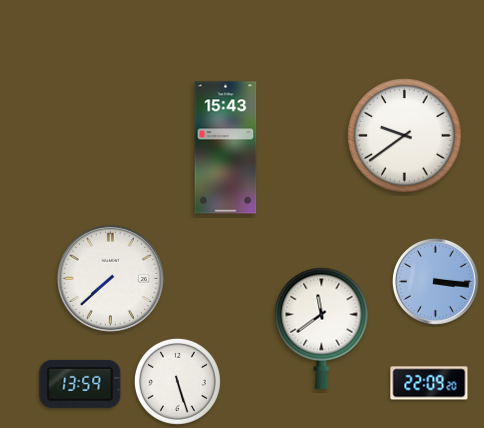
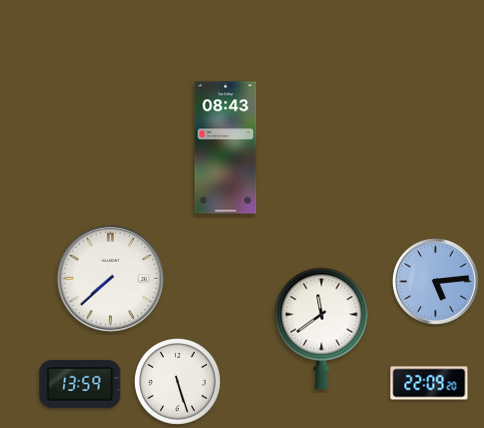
clock at (405, 136): 9:39 -> none
clock at (226, 148): 15:43 -> 08:43
clock at (436, 282): 3:16 -> 5:14
